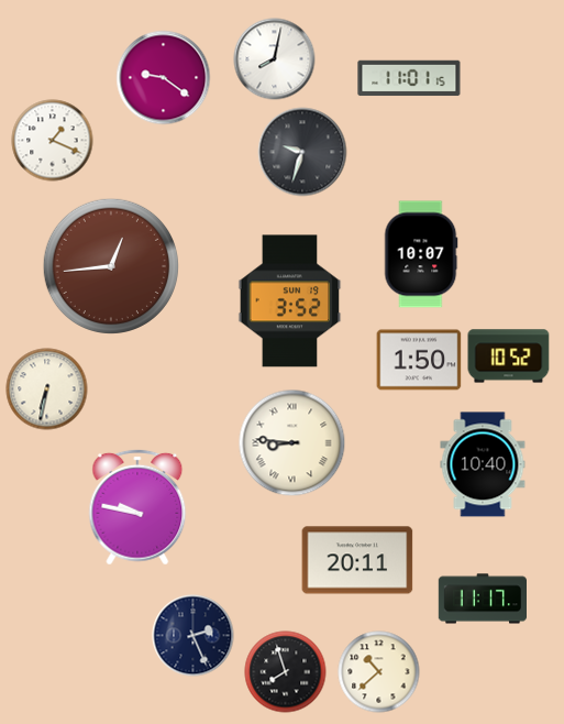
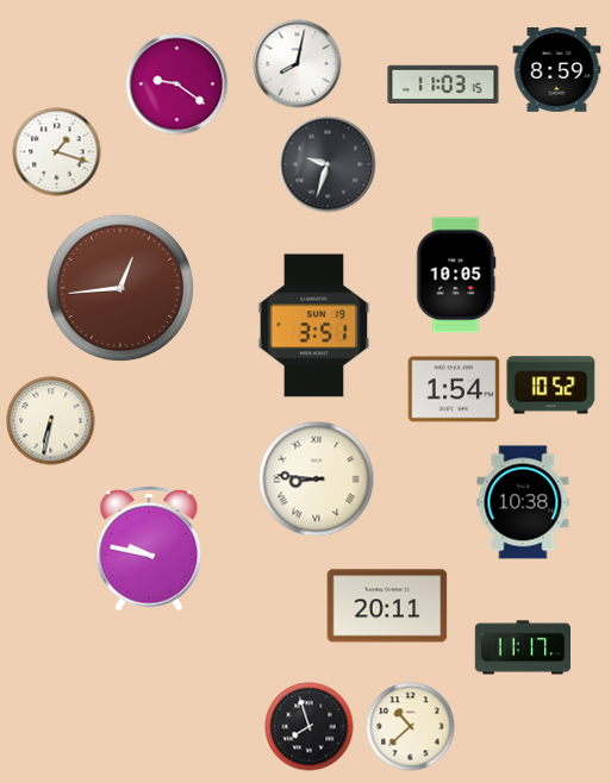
clock at (557, 70): none -> 8:59
clock at (409, 78): 11:01 -> 11:03
clock at (53, 141): 1:19 -> 1:18
clock at (421, 254): 10:07 -> 10:05
clock at (290, 301): 3:52 -> 3:51
clock at (419, 360): 1:50 -> 1:54
clock at (483, 464): 10:40 -> 10:38
clock at (193, 636): 2:26 -> none
